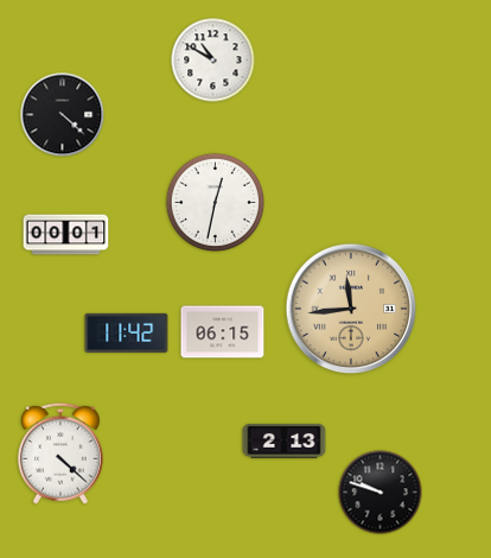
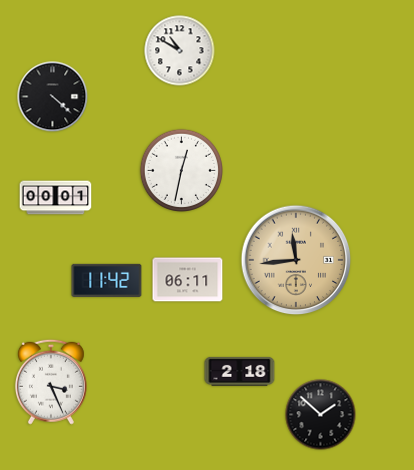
clock at (223, 332): 06:15 -> 06:11
clock at (285, 440): 2:13 -> 2:18
clock at (60, 454): 4:22 -> 3:26
clock at (381, 493): 9:48 -> 1:52
